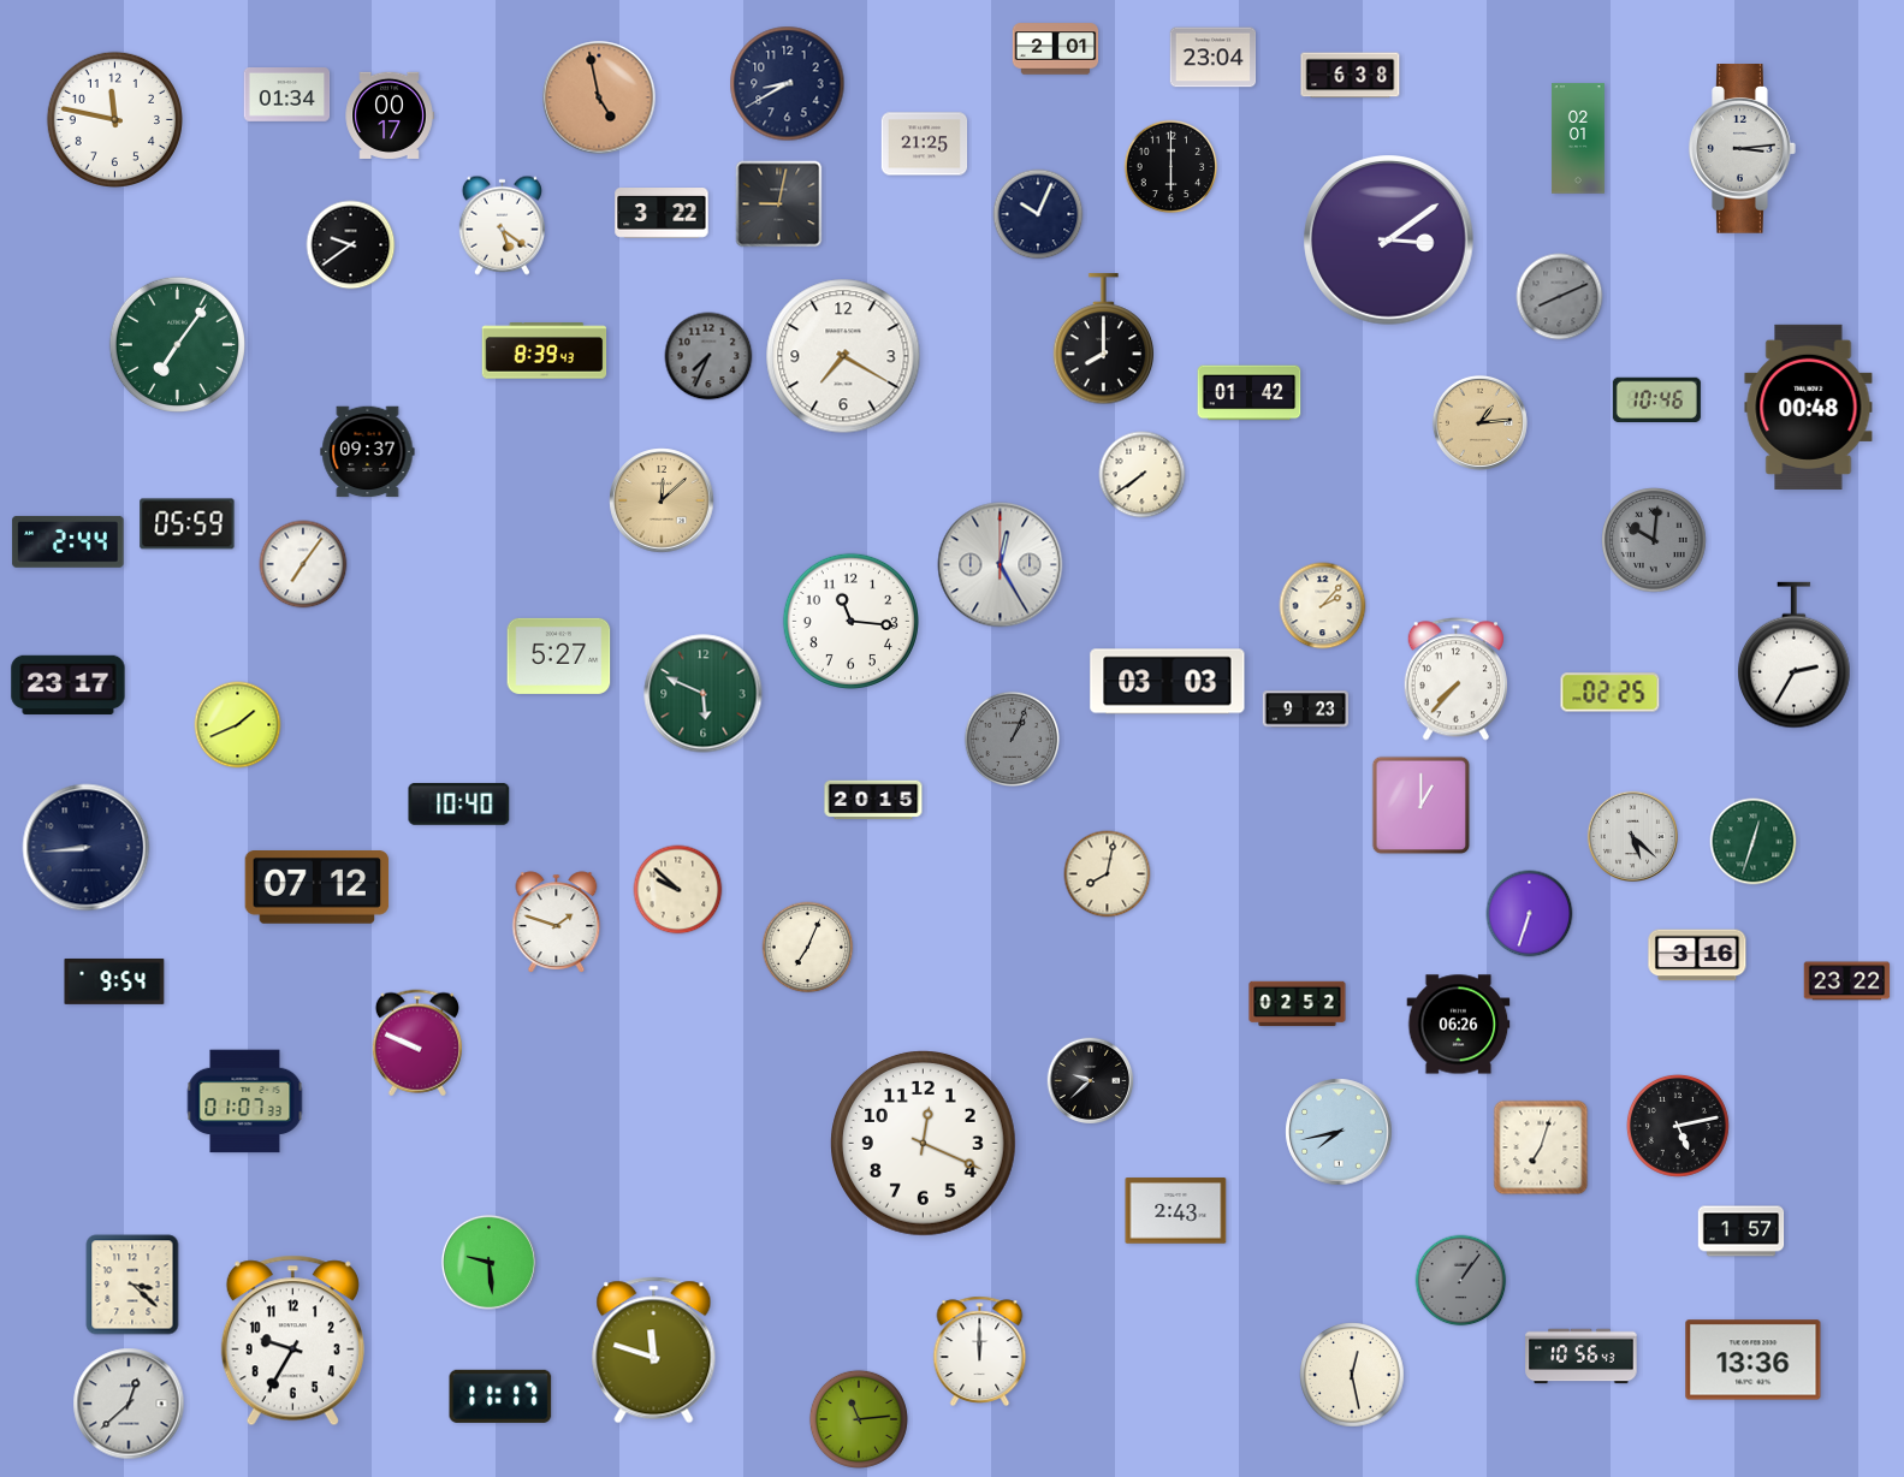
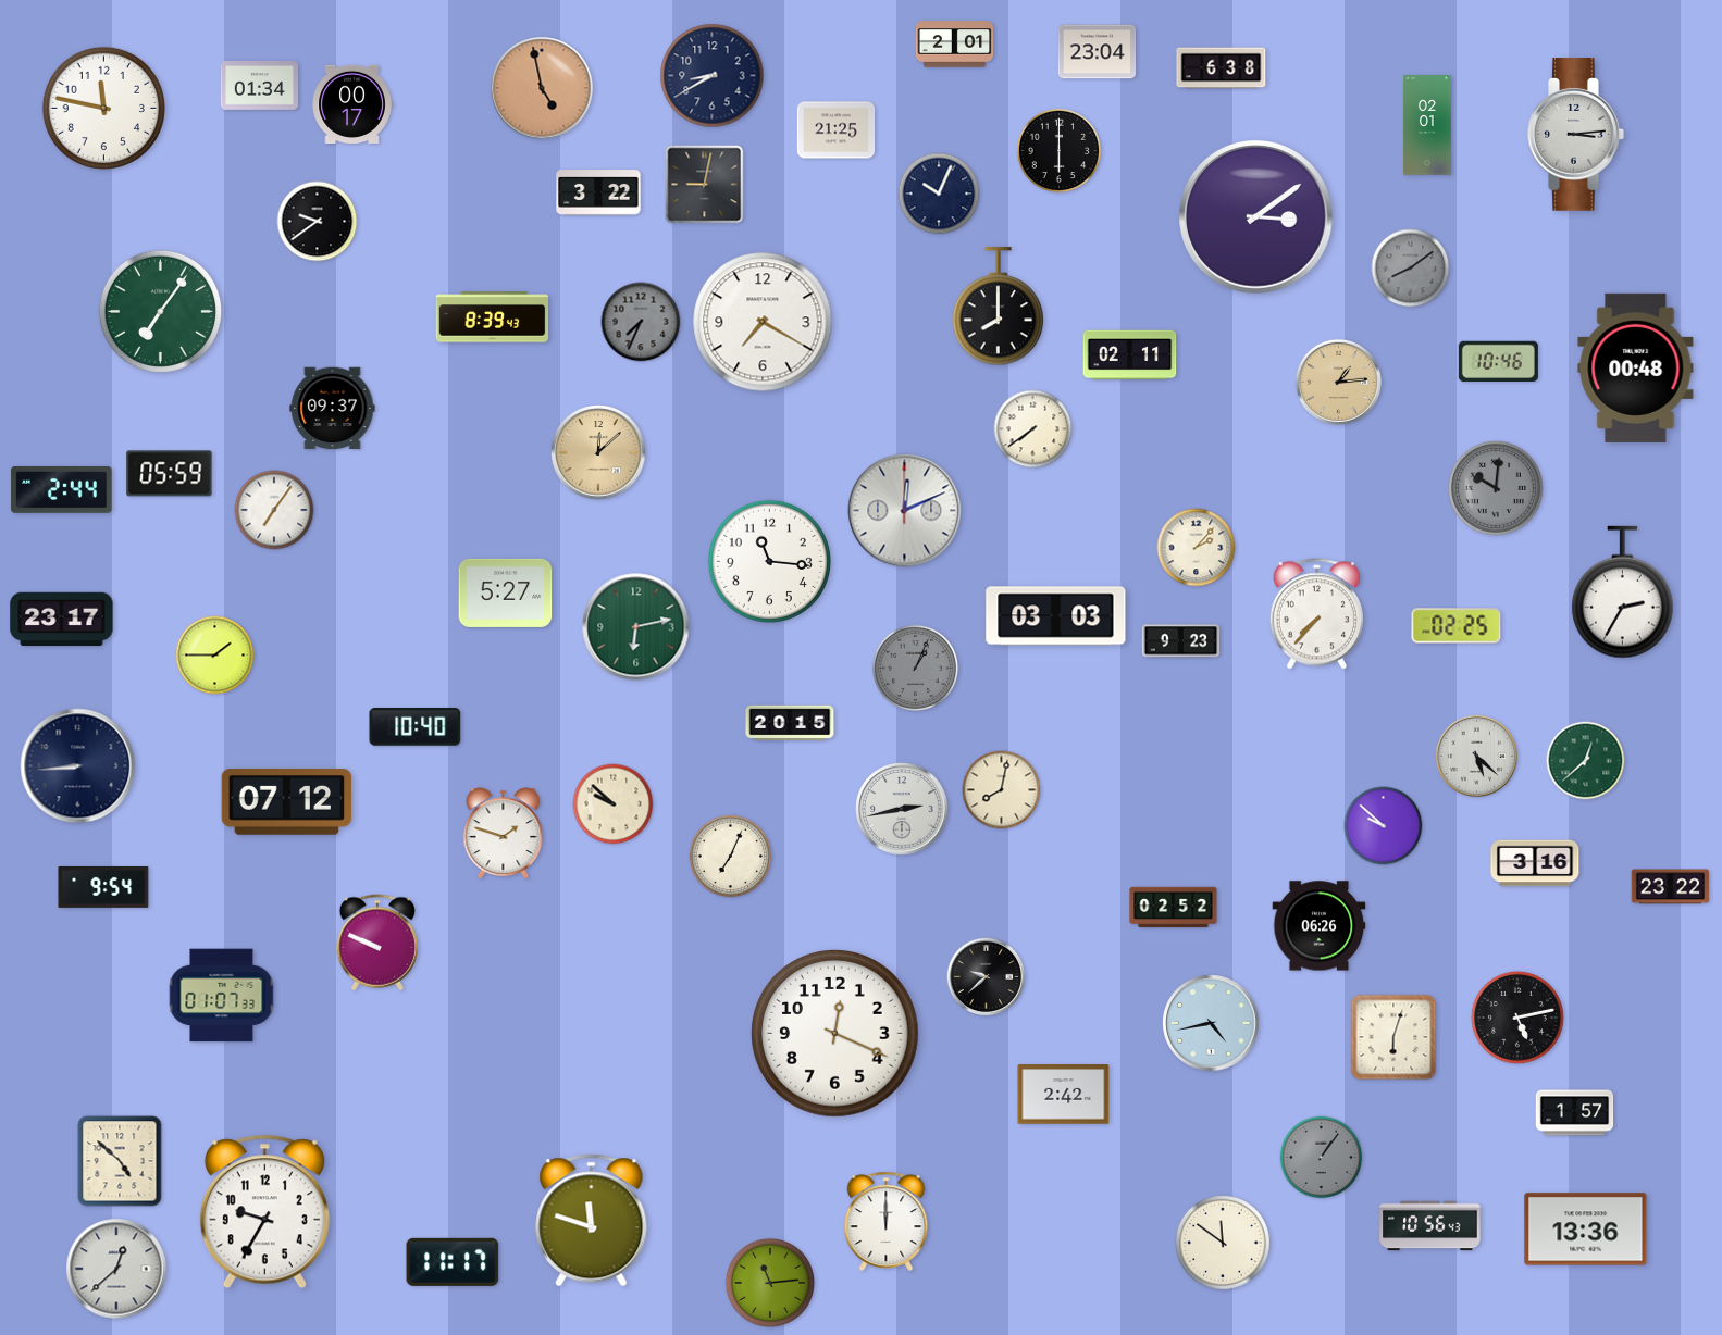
clock at (502, 225): 5:21 -> none
clock at (1560, 297): 8:11 -> 8:09
clock at (1250, 393): 01:42 -> 02:11
clock at (1001, 565): 12:25 -> 12:11
clock at (704, 694): 5:49 -> 6:13
clock at (238, 725): 1:41 -> 1:45
clock at (1422, 806): 1:00 -> none
clock at (1754, 842): 12:33 -> 12:38
clock at (902, 809): none -> 2:43
clock at (1530, 914): 6:33 -> 9:52
clock at (1339, 1132): 7:43 -> 4:43
clock at (1541, 1147): 7:03 -> 6:03
clock at (1176, 1211): 2:43 -> 2:42
clock at (488, 1262): 9:29 -> none
clock at (132, 1285): 3:22 -> 4:52
clock at (1352, 1375): 12:28 -> 11:51
clock at (859, 1419) position: (859, 1419) -> (770, 1283)
